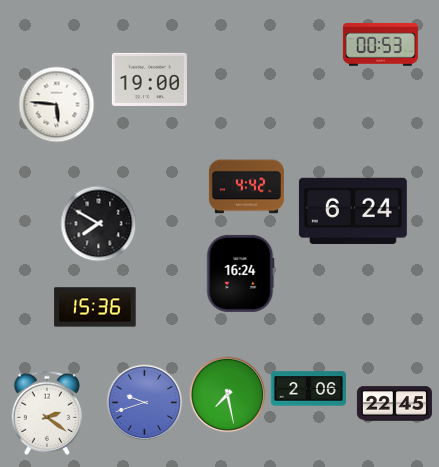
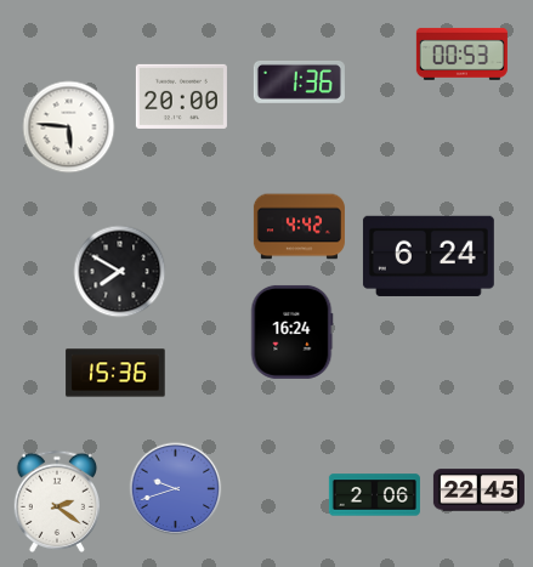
clock at (299, 81): none -> 1:36
clock at (149, 79): 19:00 -> 20:00
clock at (308, 389) position: (308, 389) -> (374, 495)
clock at (228, 395): 7:28 -> none
